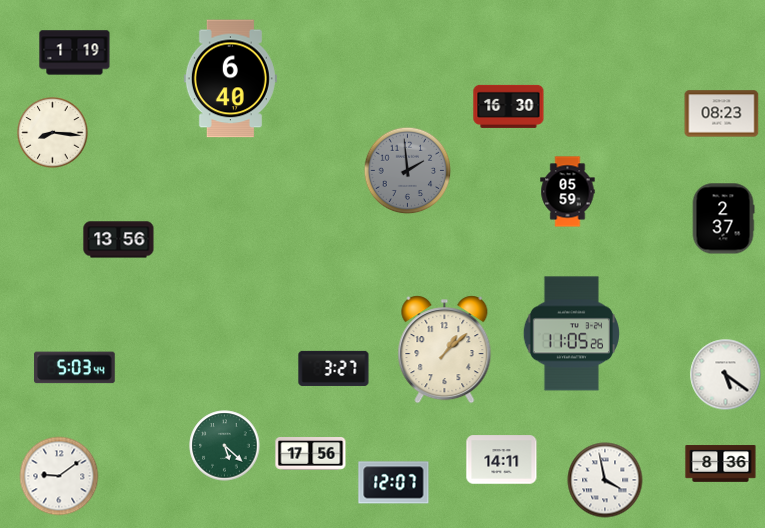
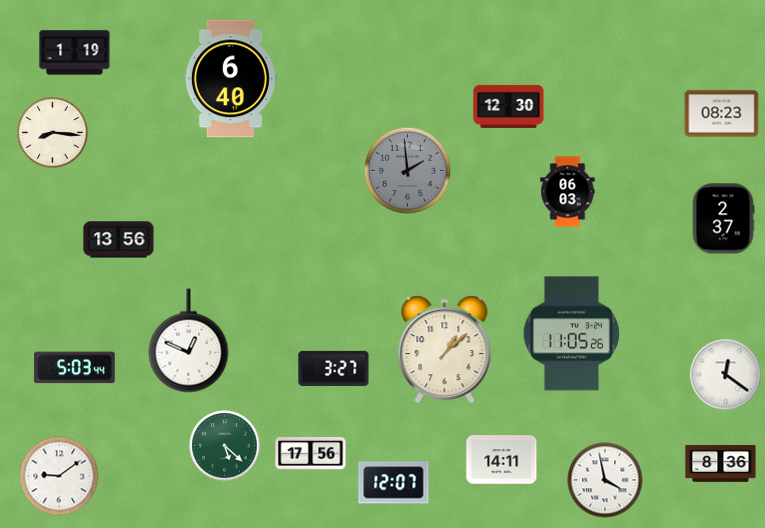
clock at (509, 106): 16:30 -> 12:30
clock at (568, 192): 05:59 -> 06:03
clock at (189, 341): none -> 12:49
clock at (726, 375): 5:21 -> 12:21
